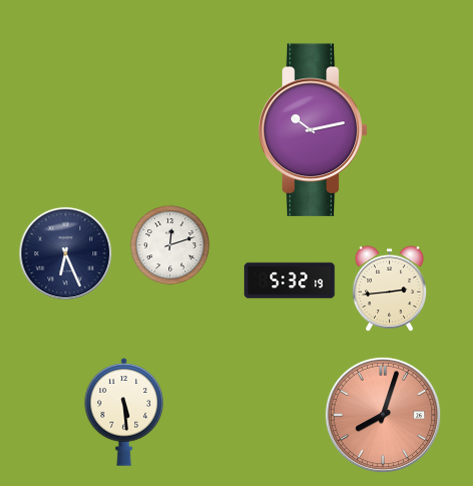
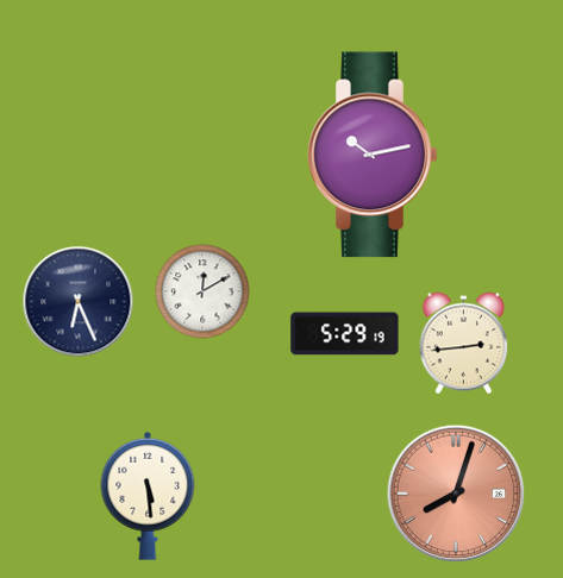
clock at (170, 245): 12:12 -> 12:10
clock at (290, 281): 5:32 -> 5:29
clock at (124, 412) position: (124, 412) -> (148, 496)
